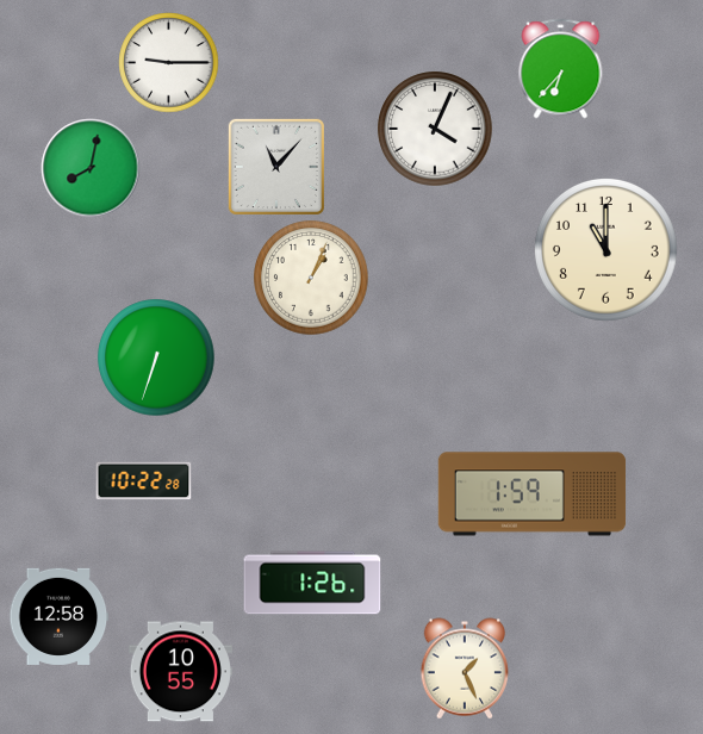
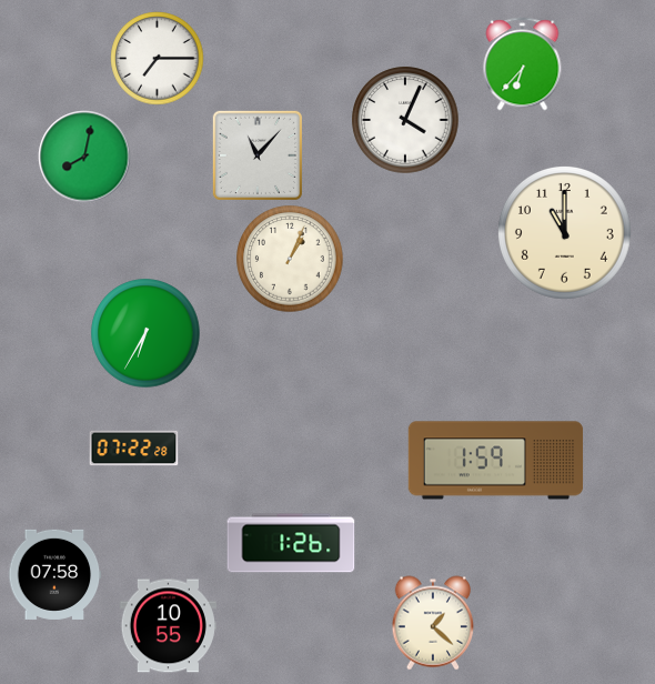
clock at (169, 63): 9:15 -> 7:15
clock at (156, 357): 6:33 -> 6:35
clock at (144, 481): 10:22 -> 07:22
clock at (60, 616): 12:58 -> 07:58
clock at (465, 668): 1:26 -> 1:22
